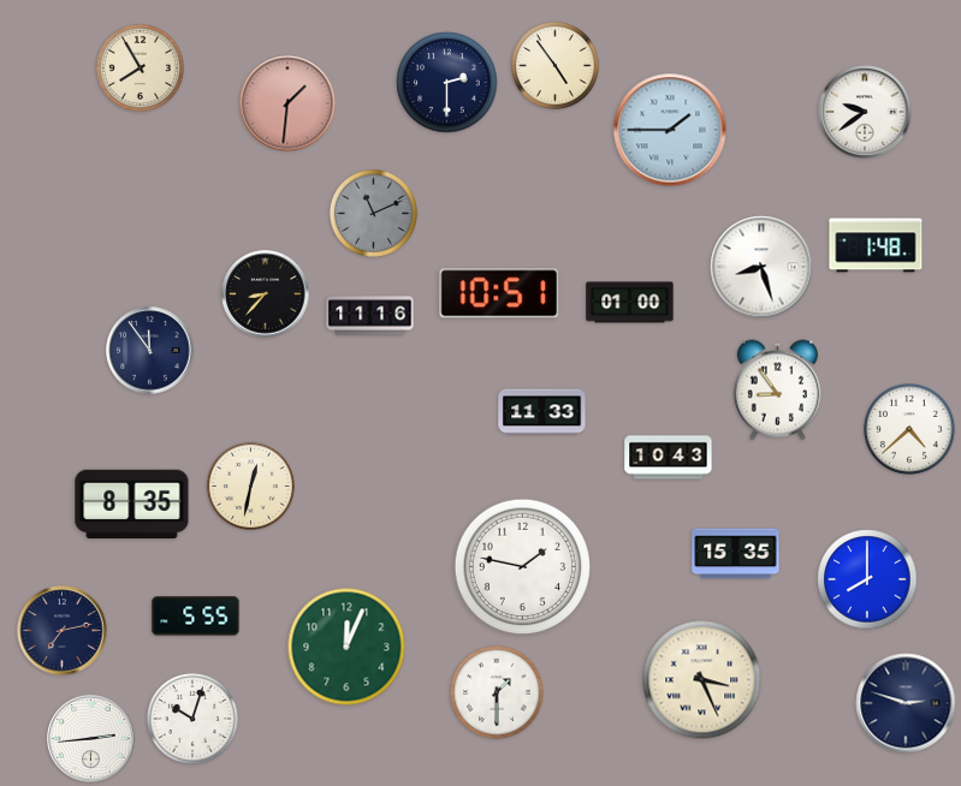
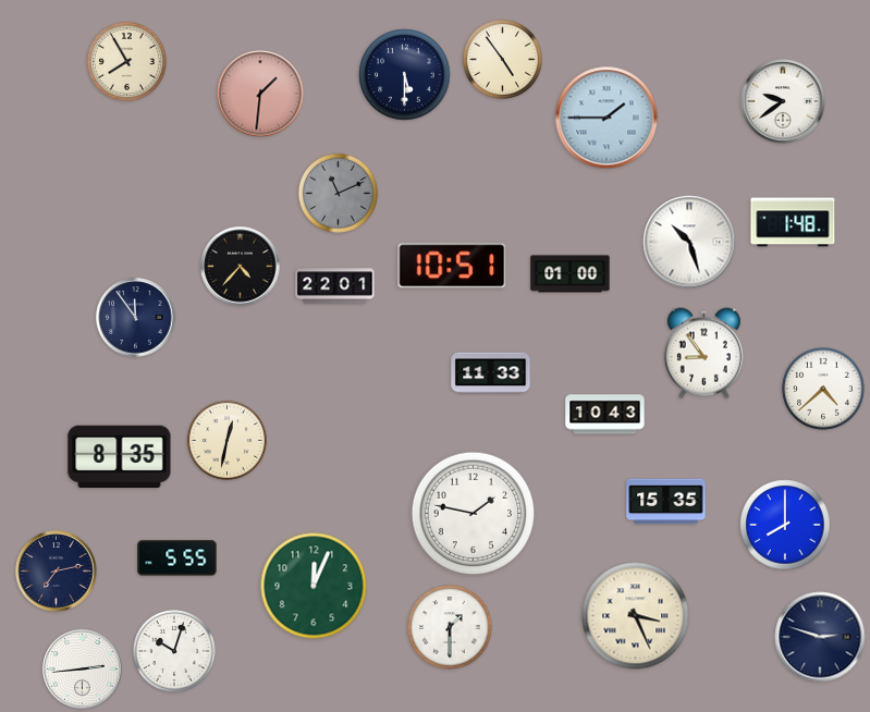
clock at (447, 83): 2:30 -> 5:30
clock at (761, 267): 8:27 -> 10:27
clock at (266, 294): 8:37 -> 4:37
clock at (370, 316): 11:16 -> 22:01
